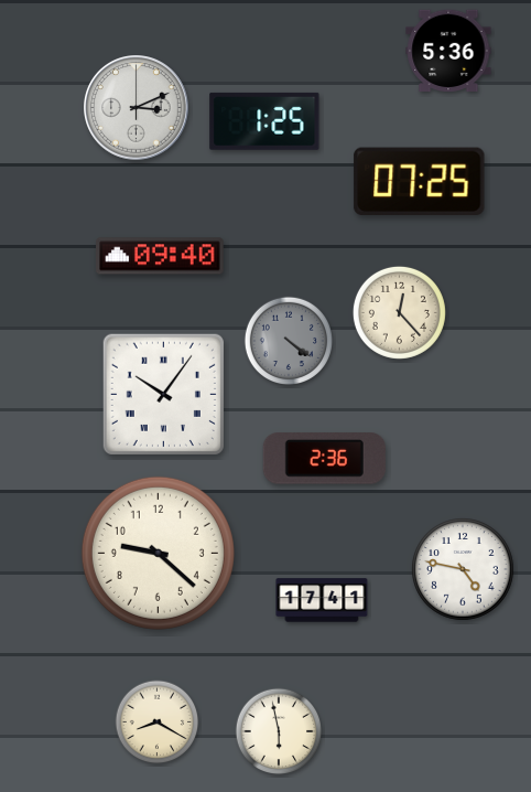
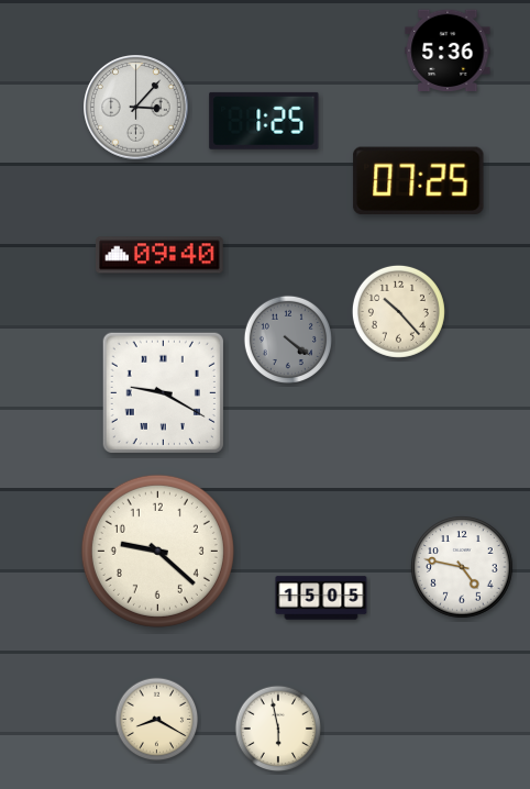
clock at (137, 108): 3:11 -> 3:07
clock at (399, 312): 12:23 -> 10:23
clock at (163, 394): 10:06 -> 9:20
clock at (324, 459): 2:36 -> none
clock at (322, 600): 17:41 -> 15:05
